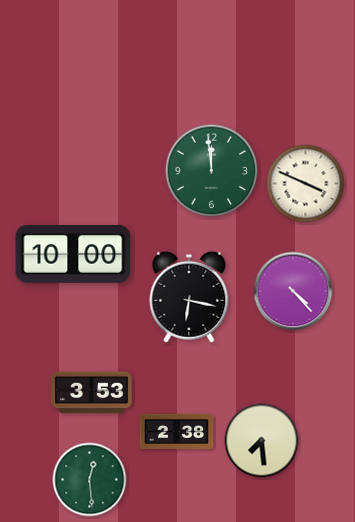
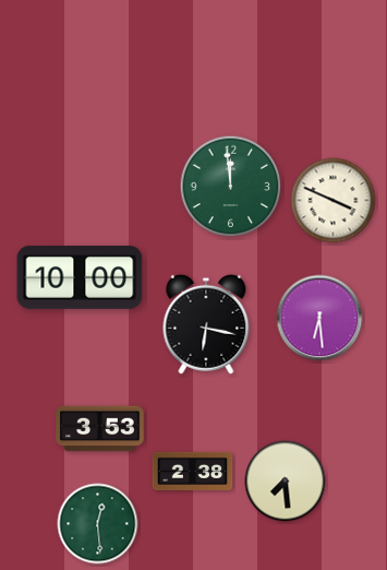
clock at (293, 291): 4:23 -> 6:29
